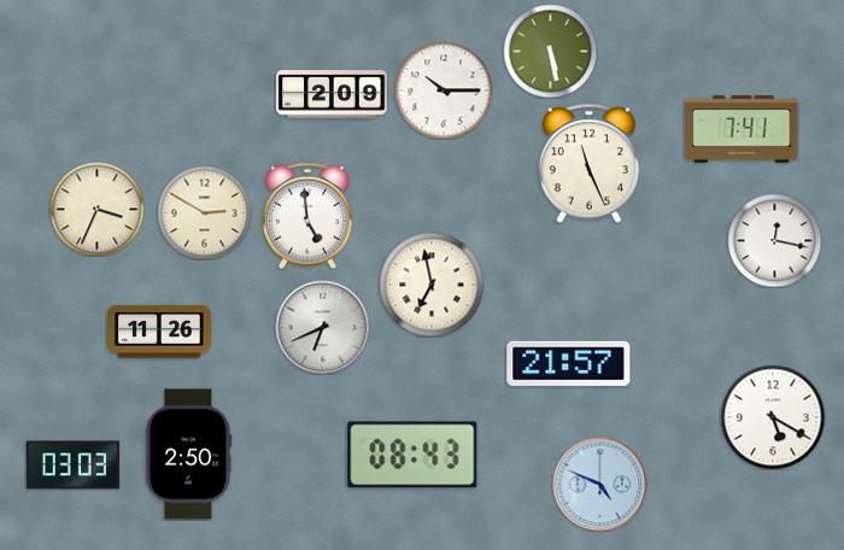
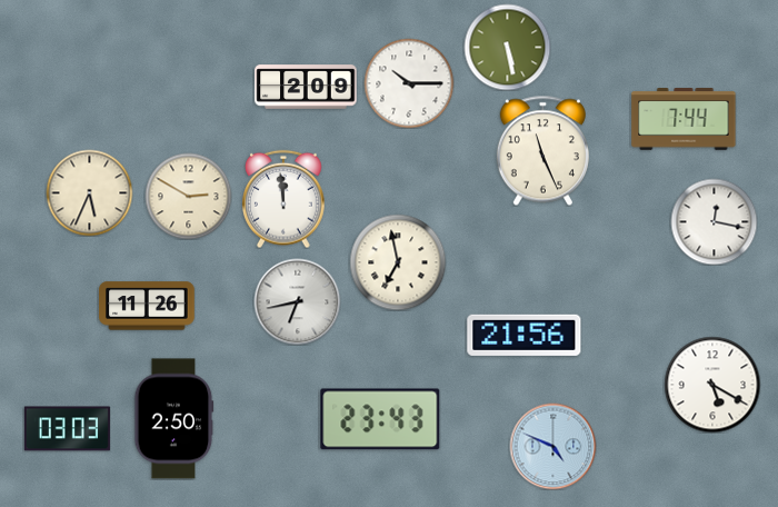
clock at (742, 129): 7:41 -> 7:44
clock at (96, 209): 3:34 -> 5:34
clock at (309, 216): 4:59 -> 11:59
clock at (322, 327): 6:41 -> 6:43
clock at (569, 363): 21:57 -> 21:56
clock at (412, 455): 08:43 -> 23:43
